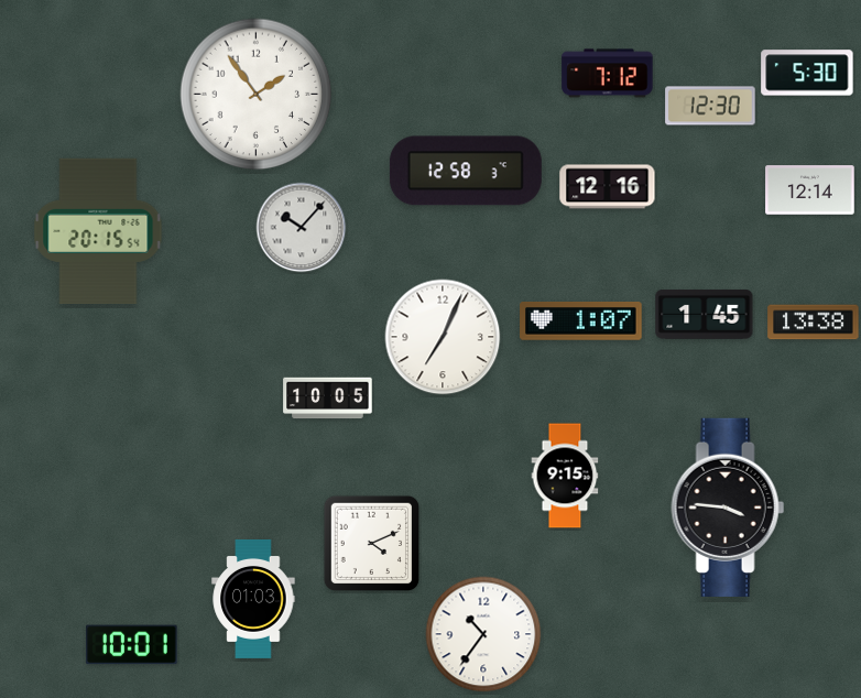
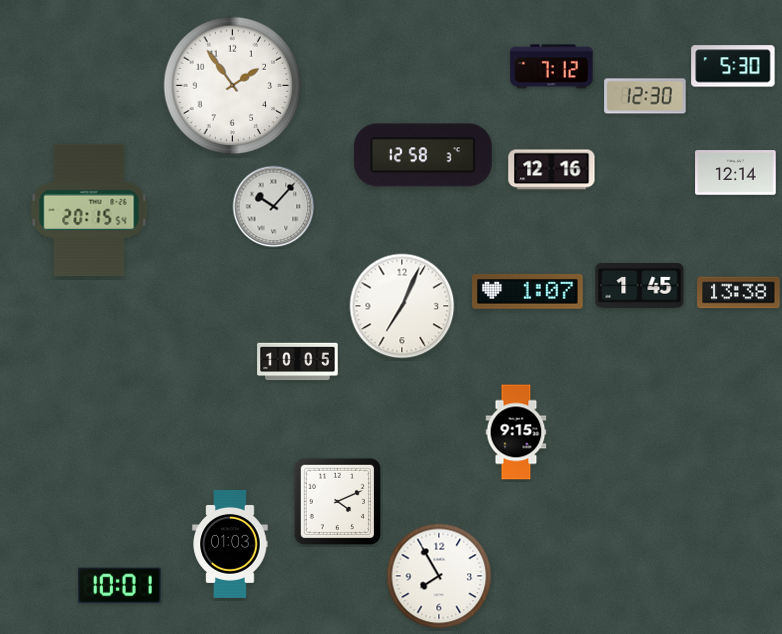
clock at (565, 476) position: (565, 476) -> (516, 432)
clock at (728, 508): 3:46 -> none
clock at (371, 543) position: (371, 543) -> (337, 501)
clock at (483, 634): 10:36 -> 7:55
